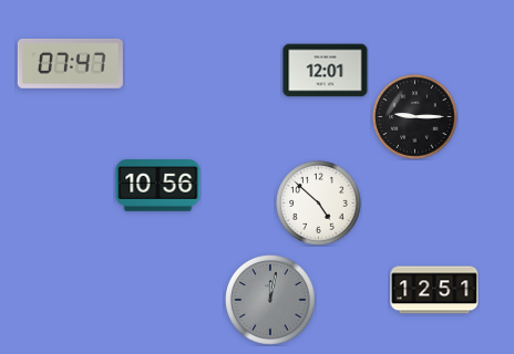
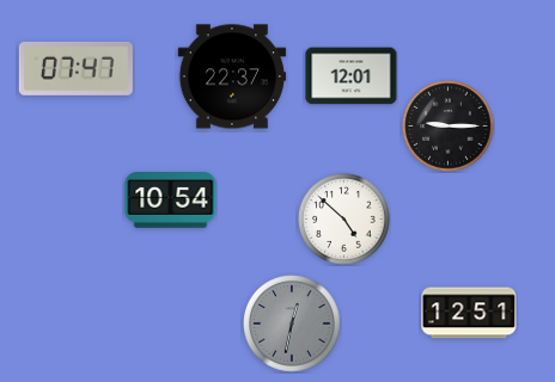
clock at (232, 76): none -> 22:37
clock at (158, 186): 10:56 -> 10:54
clock at (270, 300): 12:02 -> 12:32
